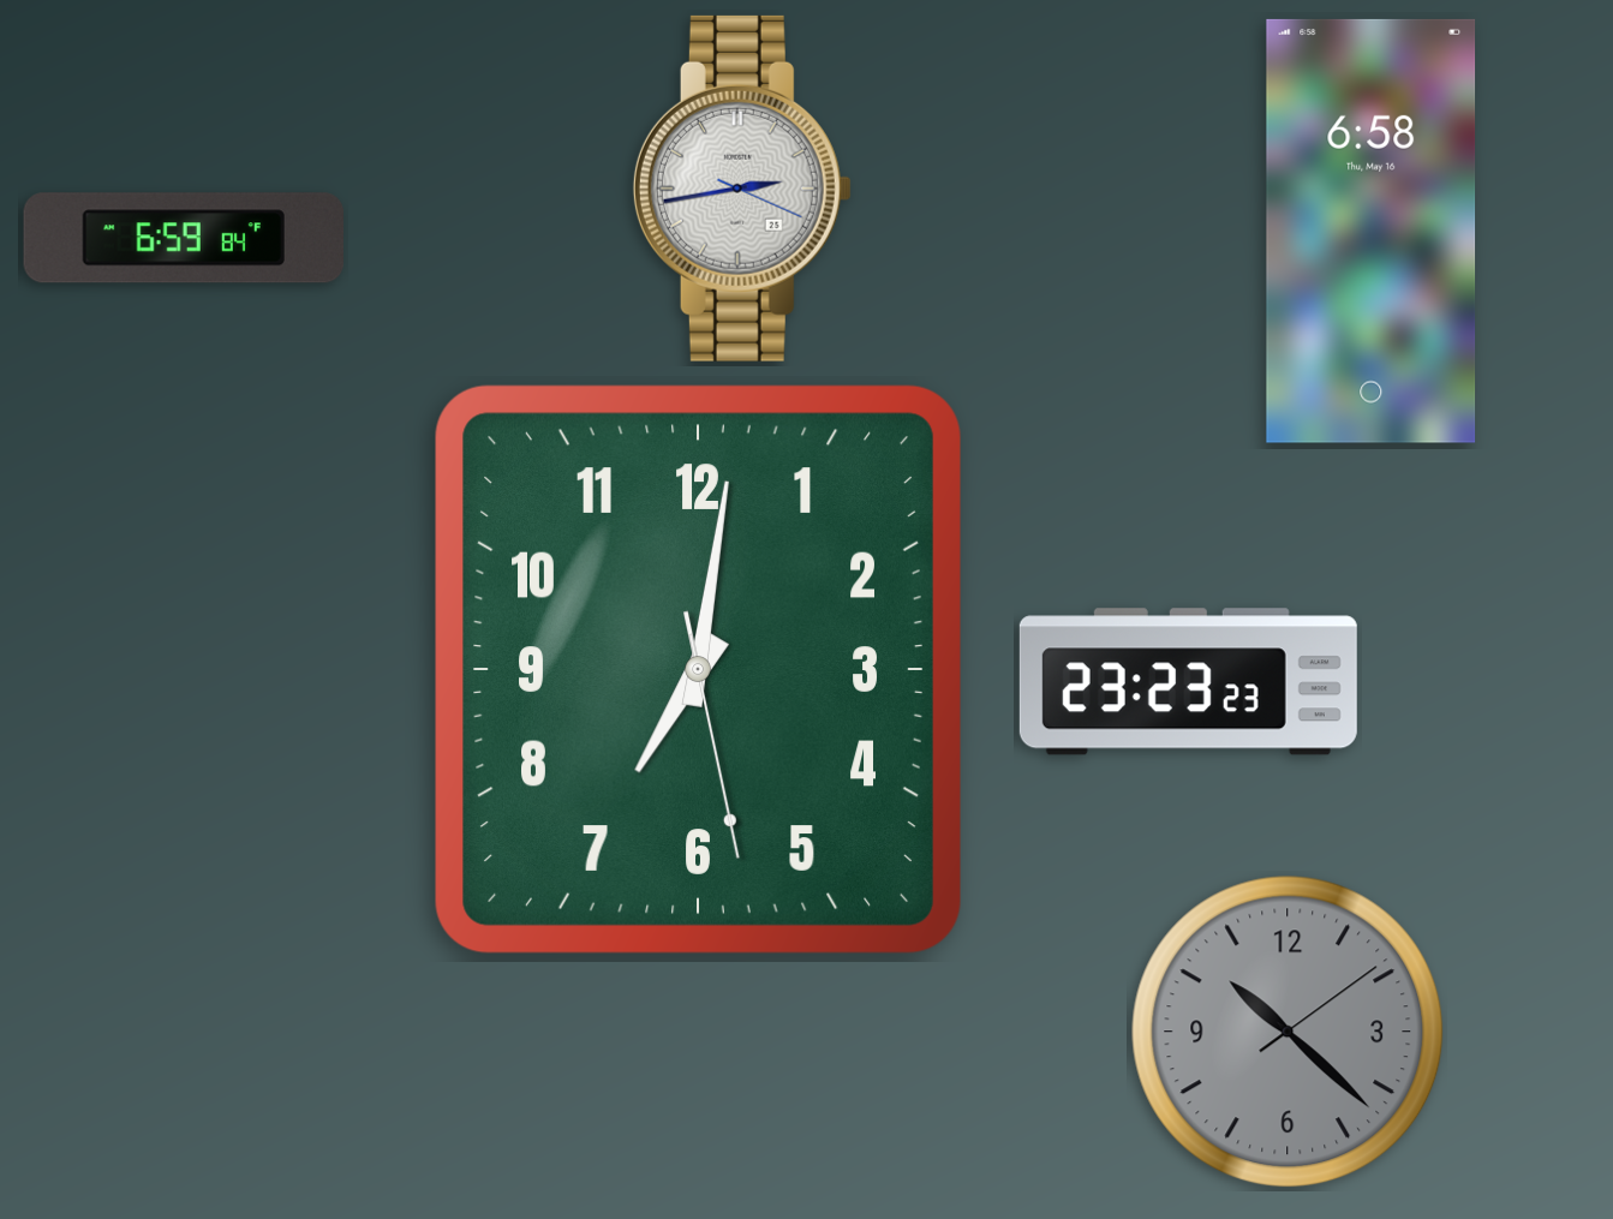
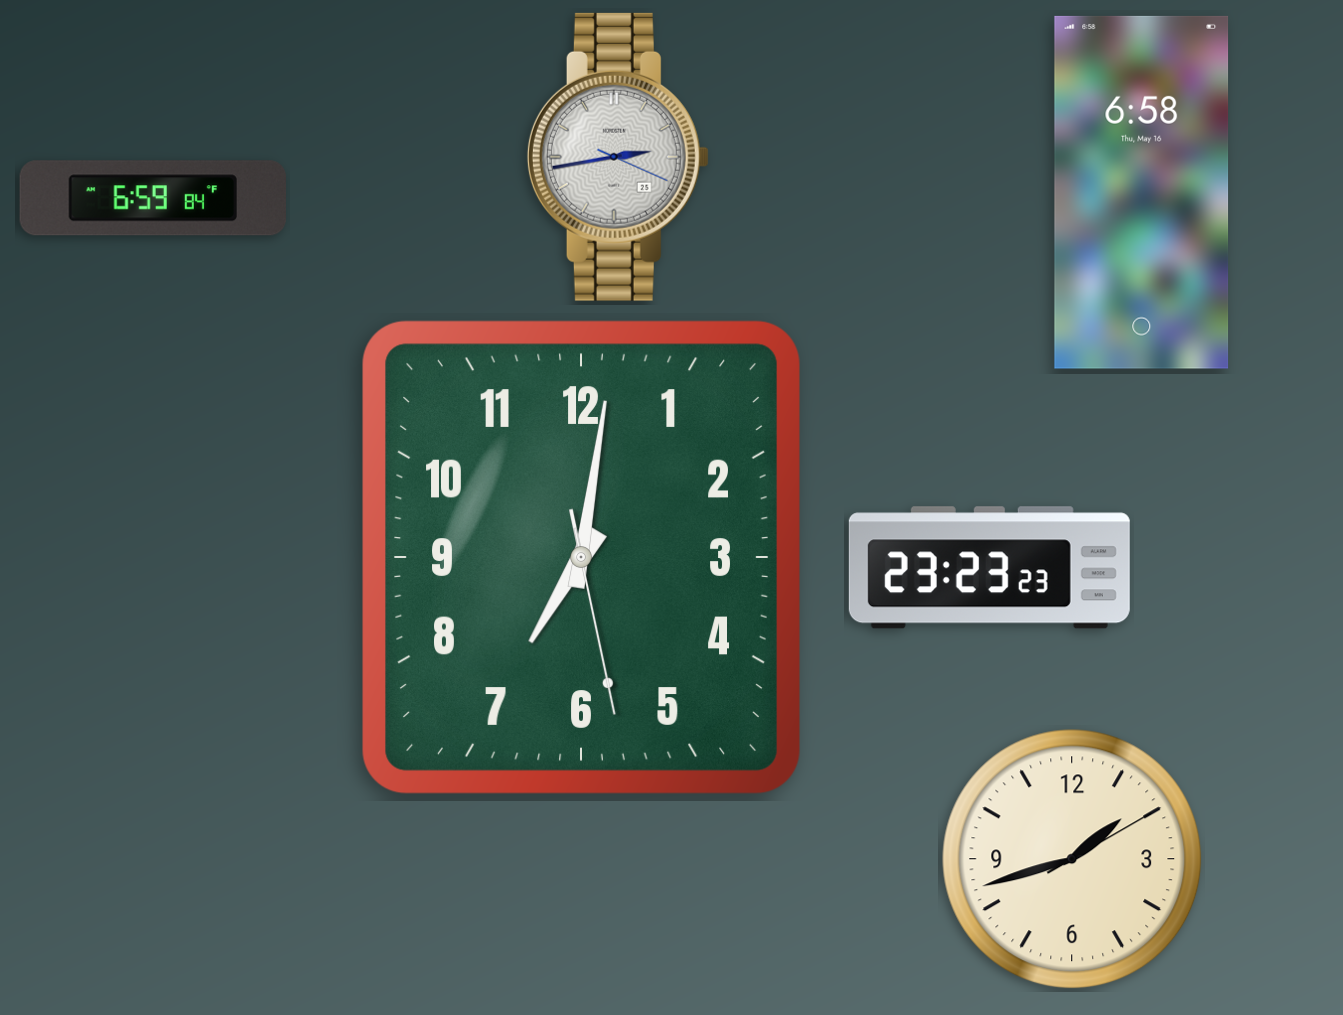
clock at (1288, 1032): 10:22 -> 1:42
clock at (1288, 1032) dial: grey -> cream
